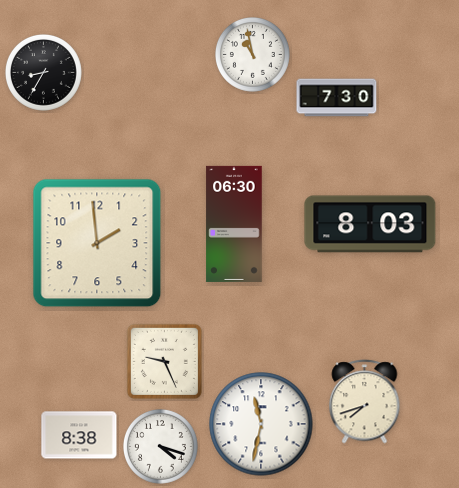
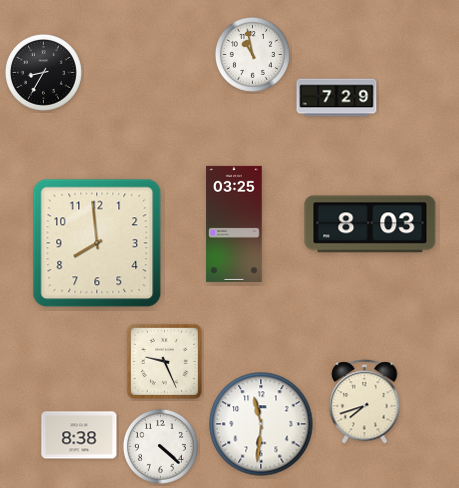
clock at (337, 98): 7:30 -> 7:29
clock at (234, 224): 06:30 -> 03:25
clock at (97, 243): 1:59 -> 7:59
clock at (261, 424): 11:32 -> 11:31
clock at (160, 446): 4:18 -> 4:22
